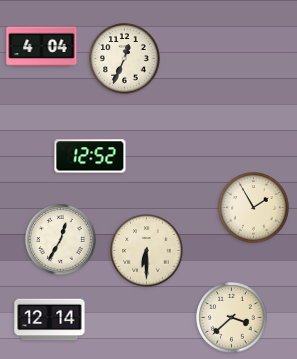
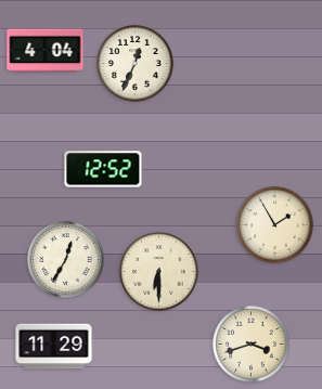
clock at (90, 156) position: (90, 156) -> (103, 169)
clock at (232, 318): 3:38 -> 3:42
clock at (50, 320): 12:14 -> 11:29
